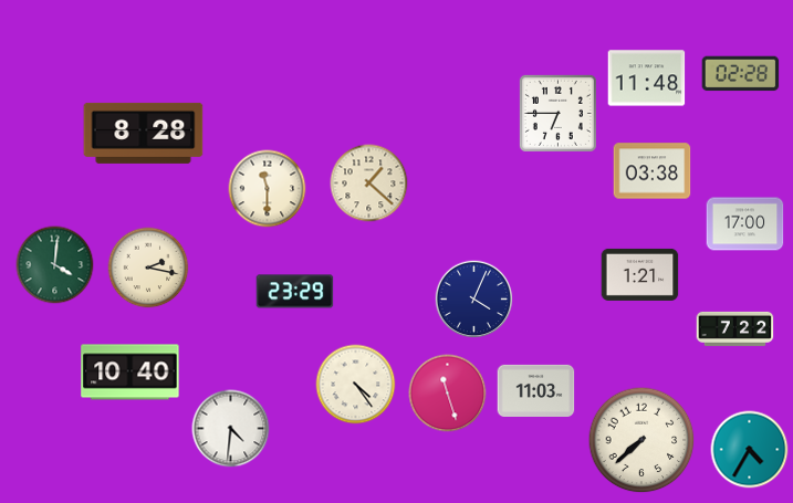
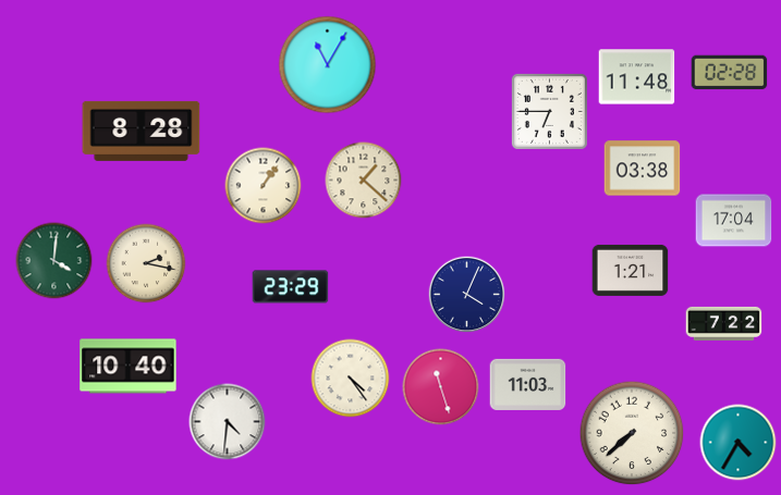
clock at (328, 65): none -> 11:05
clock at (268, 189): 11:30 -> 1:06
clock at (745, 224): 17:00 -> 17:04
